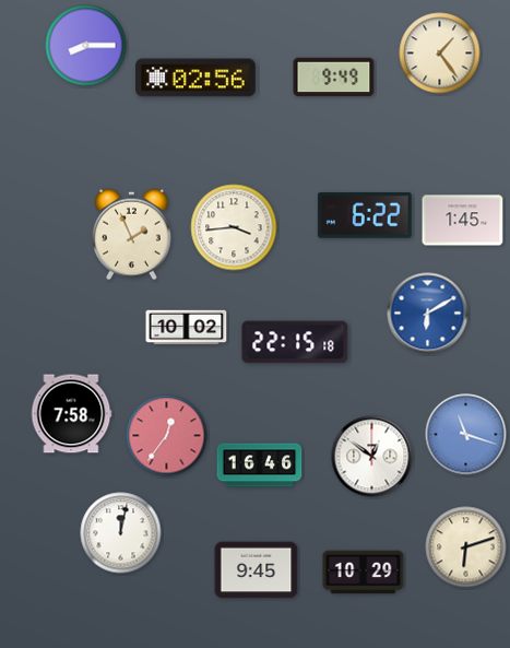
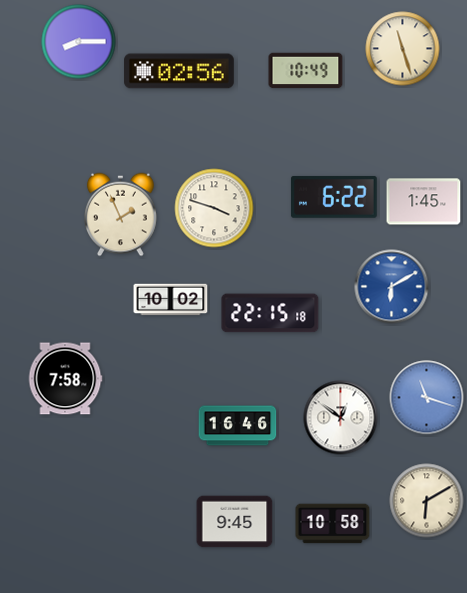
clock at (440, 54): 1:24 -> 11:27
clock at (334, 78): 9:49 -> 10:49
clock at (234, 227): 3:44 -> 3:48
clock at (167, 436): 12:36 -> none
clock at (121, 533): 12:02 -> none
clock at (466, 547): 6:12 -> 6:10
clock at (364, 573): 10:29 -> 10:58
